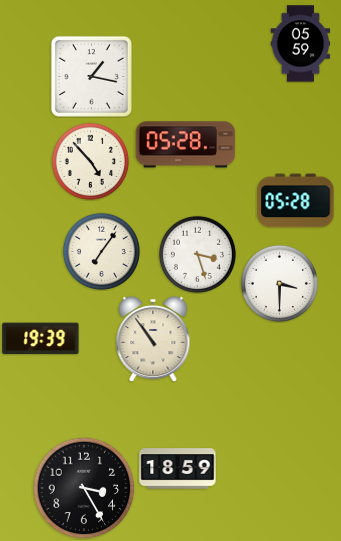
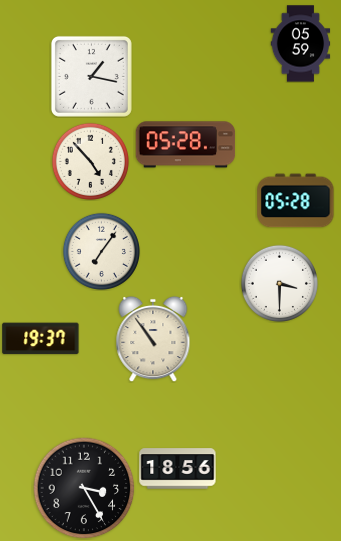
clock at (197, 254): 3:27 -> none
clock at (41, 339): 19:39 -> 19:37
clock at (178, 469): 18:59 -> 18:56
